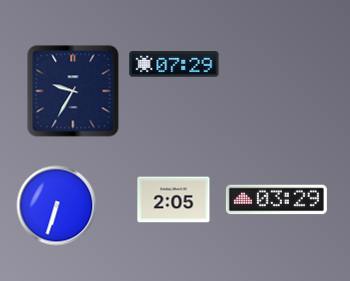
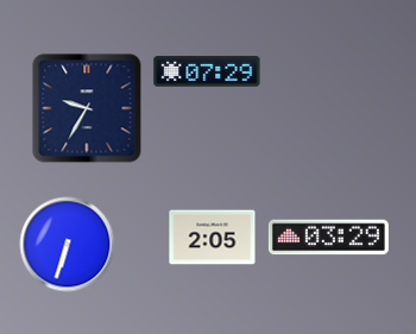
clock at (174, 64) position: (174, 64) -> (207, 71)
clock at (174, 200) position: (174, 200) -> (213, 238)
